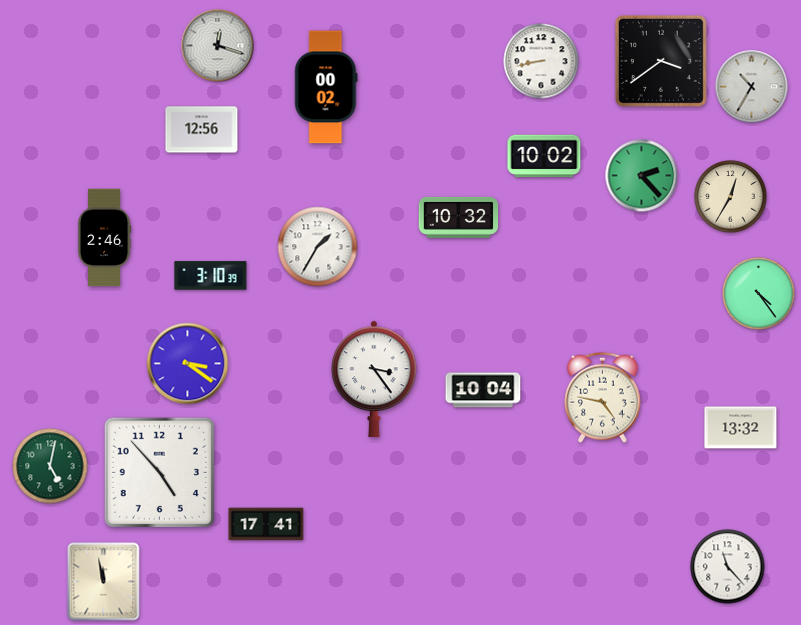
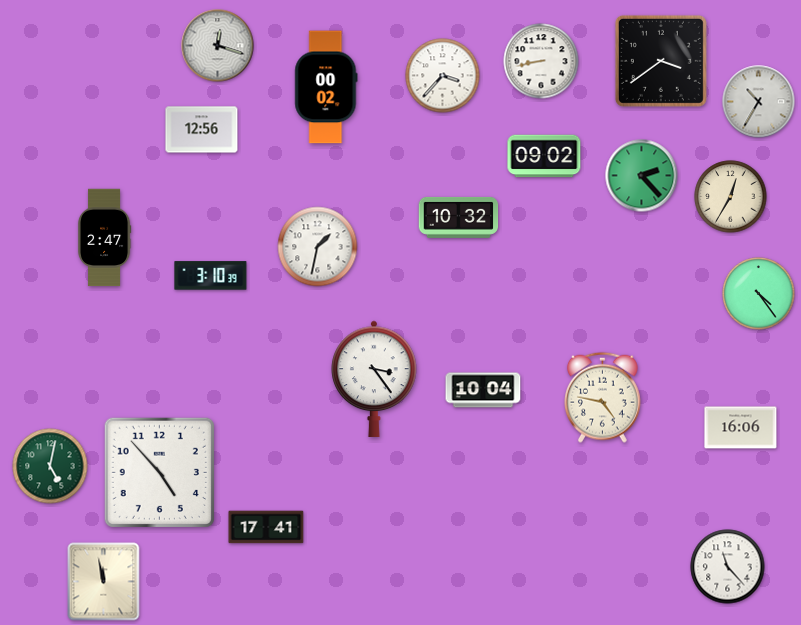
clock at (443, 76): none -> 3:37
clock at (752, 87) position: (752, 87) -> (759, 102)
clock at (544, 156): 10:02 -> 09:02
clock at (104, 238): 2:46 -> 2:47
clock at (318, 247): 1:35 -> 1:32
clock at (188, 364): 3:21 -> none
clock at (741, 428): 13:32 -> 16:06
clock at (266, 524) position: (266, 524) -> (266, 527)
